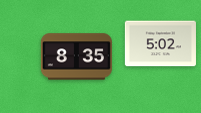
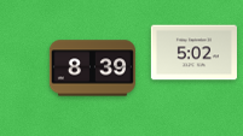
clock at (76, 57): 8:35 -> 8:39
